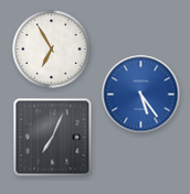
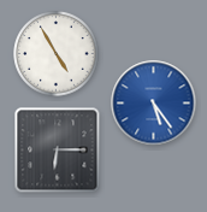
clock at (52, 50): 6:55 -> 4:55
clock at (53, 138): 7:04 -> 6:15
